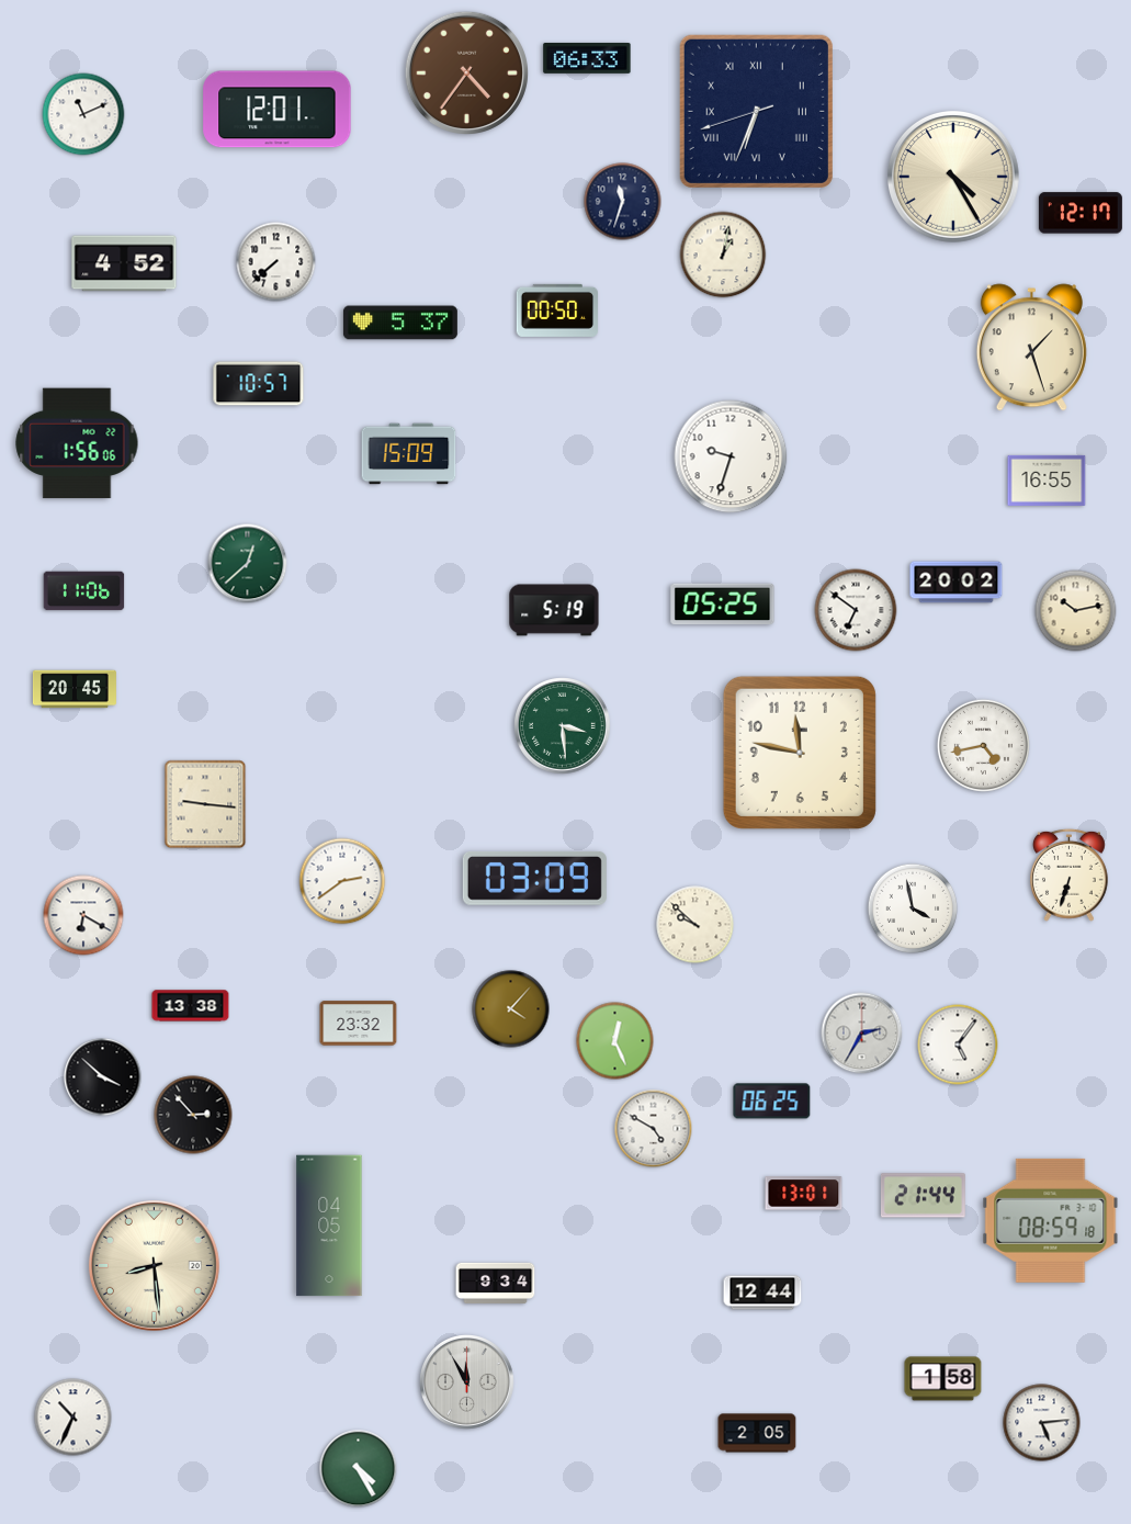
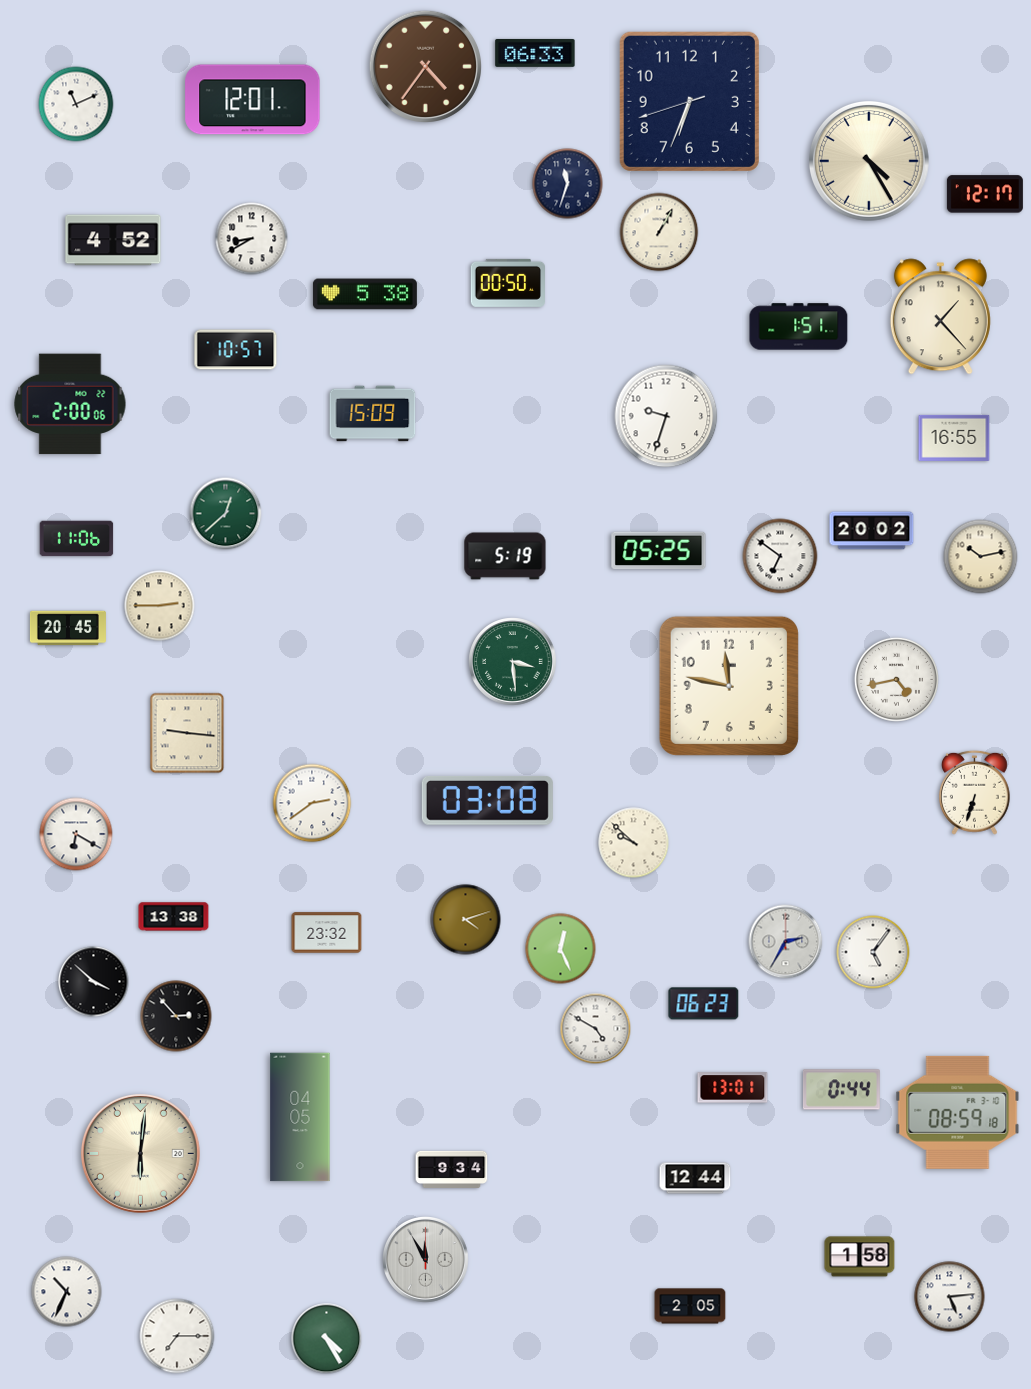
clock at (756, 111) numerals: Roman -> Arabic
clock at (723, 255): 1:02 -> 1:05
clock at (276, 262): 7:38 -> 8:40
clock at (400, 323): 5:37 -> 5:38
clock at (1031, 348): 1:27 -> 1:23
clock at (799, 327): none -> 1:51
clock at (77, 443): 1:56 -> 2:00
clock at (160, 606): none -> 2:45
clock at (1068, 874) position: (1068, 874) -> (974, 792)
clock at (534, 879): 03:09 -> 03:08
clock at (913, 908): 3:58 -> none
clock at (511, 1009): 4:07 -> 4:12
clock at (772, 1102): 06:25 -> 06:23
clock at (923, 1196): 21:44 -> 0:44
clock at (154, 1265): 8:29 -> 6:01
clock at (177, 1336): none -> 7:15
